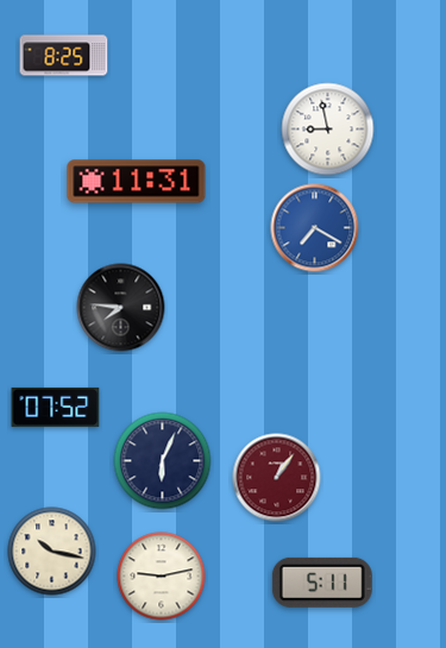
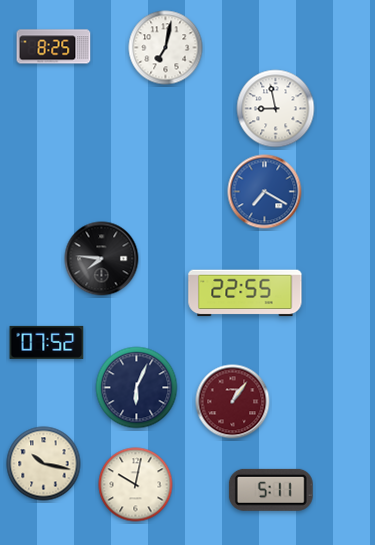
clock at (166, 48): none -> 7:02
clock at (137, 182): 11:31 -> none
clock at (245, 293): none -> 22:55
clock at (162, 577): 9:13 -> 10:02
